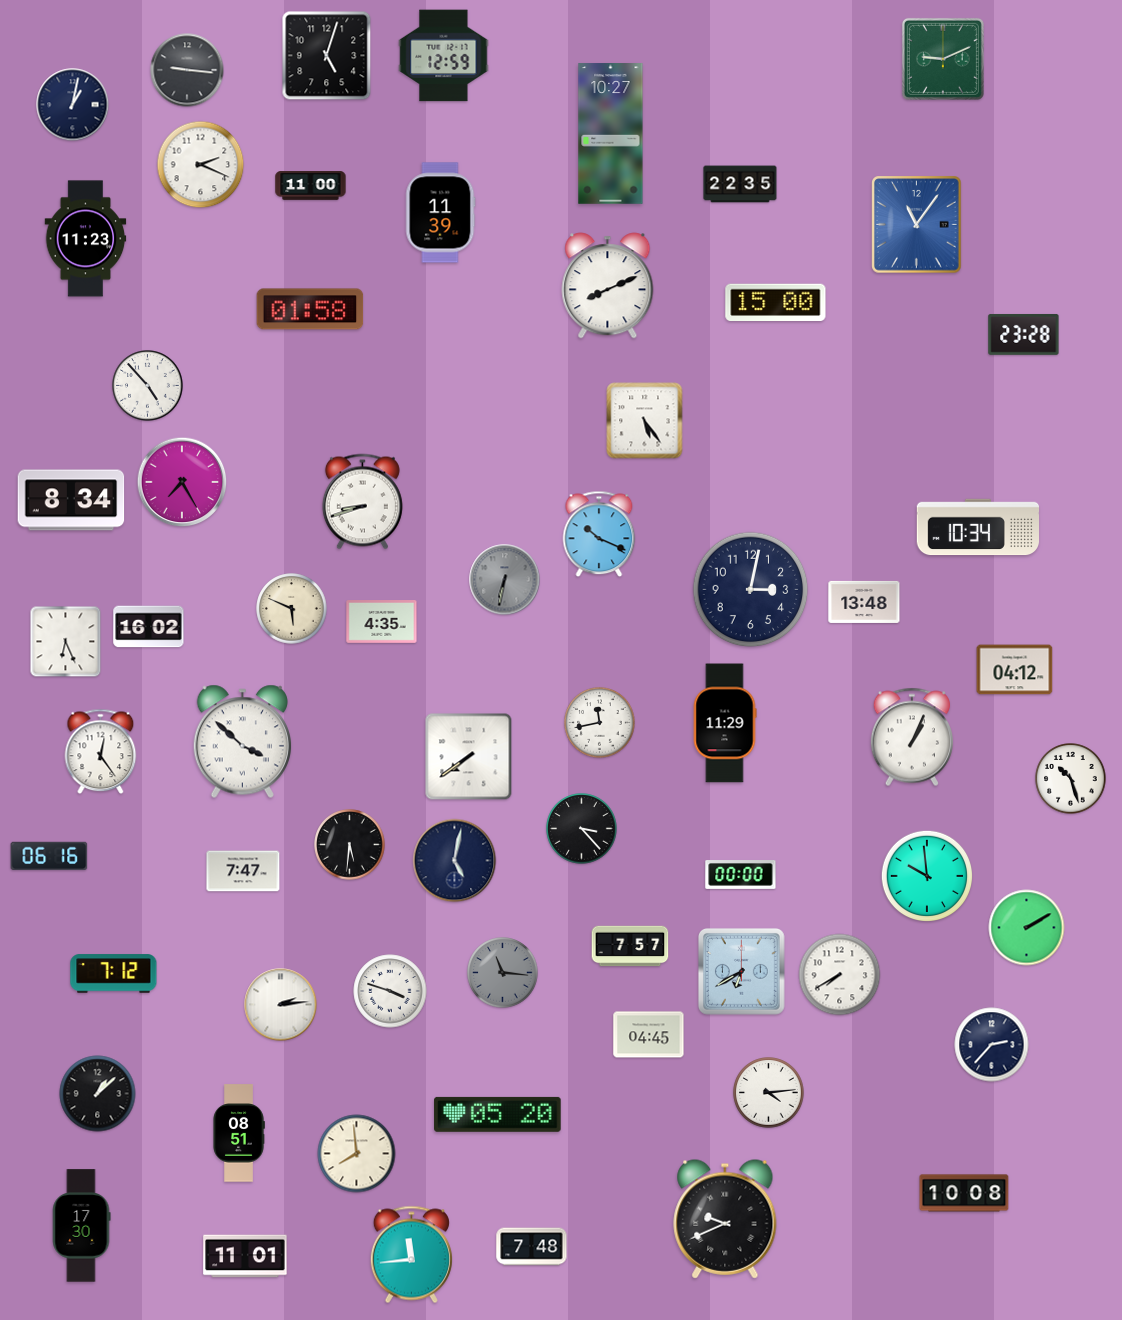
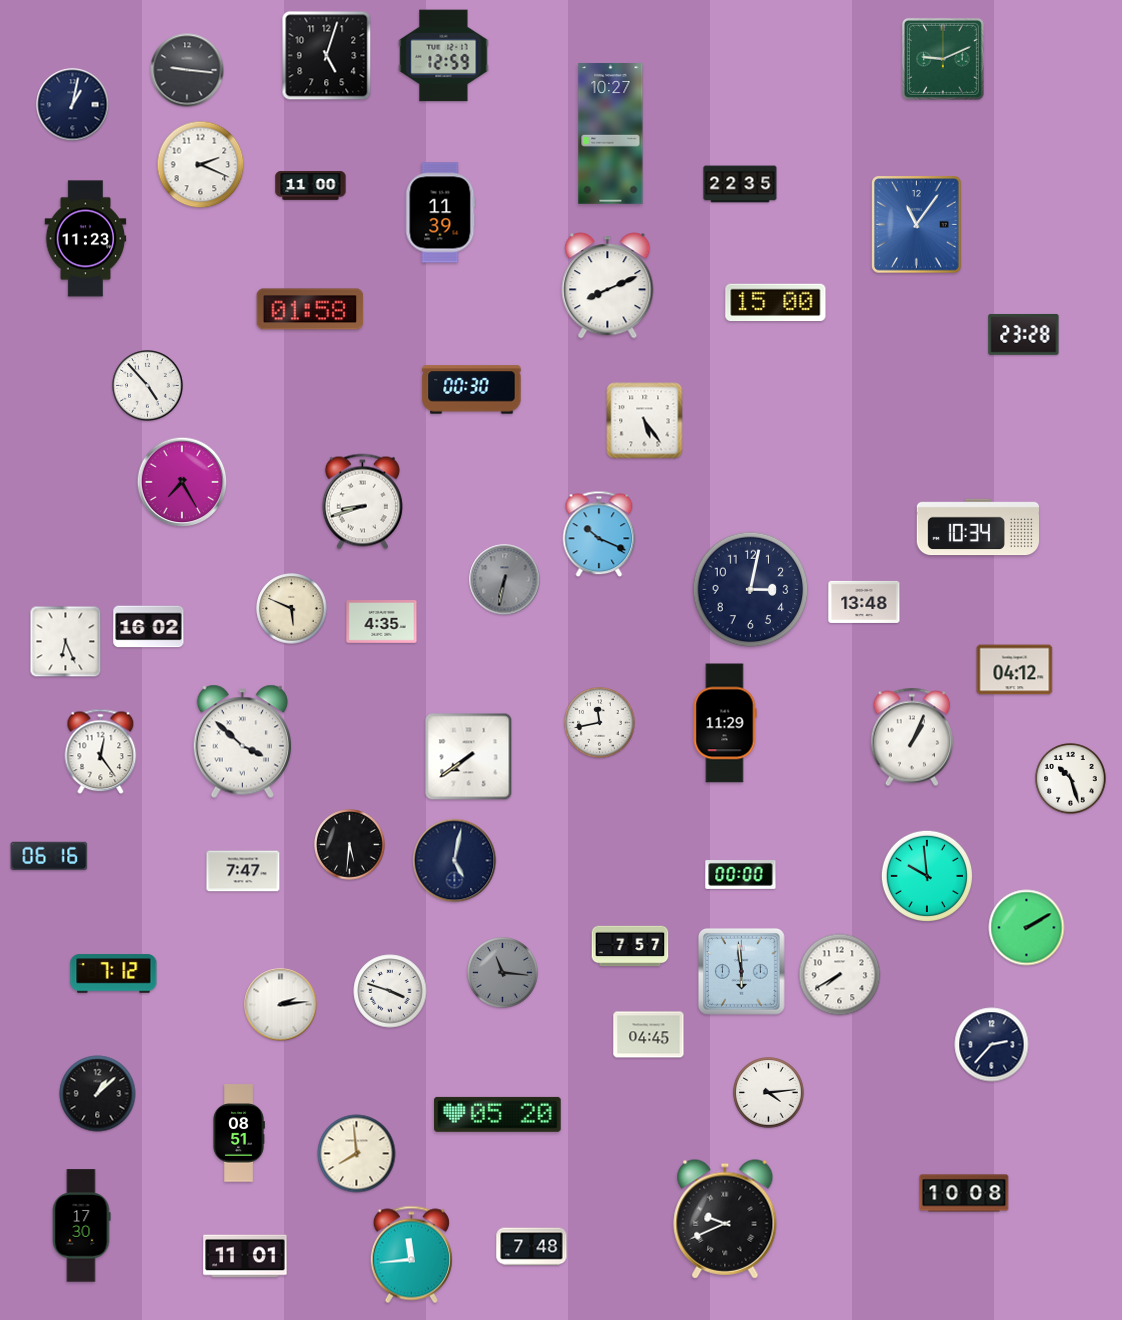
clock at (472, 390): none -> 00:30
clock at (71, 500): 8:34 -> none
clock at (582, 829): 3:23 -> none
clock at (742, 972): 6:40 -> 5:59
